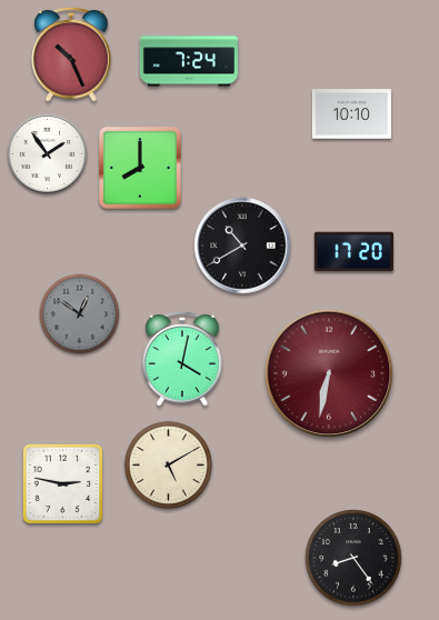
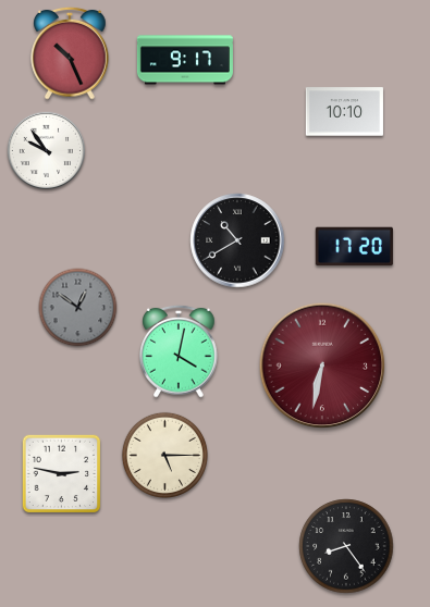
clock at (189, 61): 7:24 -> 9:17
clock at (47, 153): 1:54 -> 9:54
clock at (140, 168): 8:00 -> none
clock at (353, 252) position: (353, 252) -> (354, 247)
clock at (168, 464): 5:10 -> 5:15
